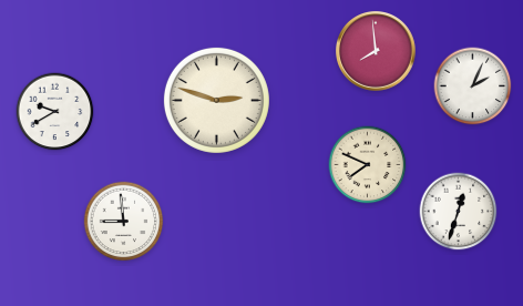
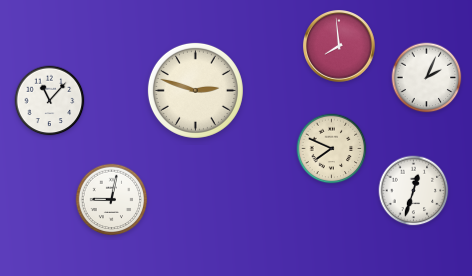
clock at (55, 112): 9:40 -> 11:07
clock at (124, 222): 8:59 -> 9:02
